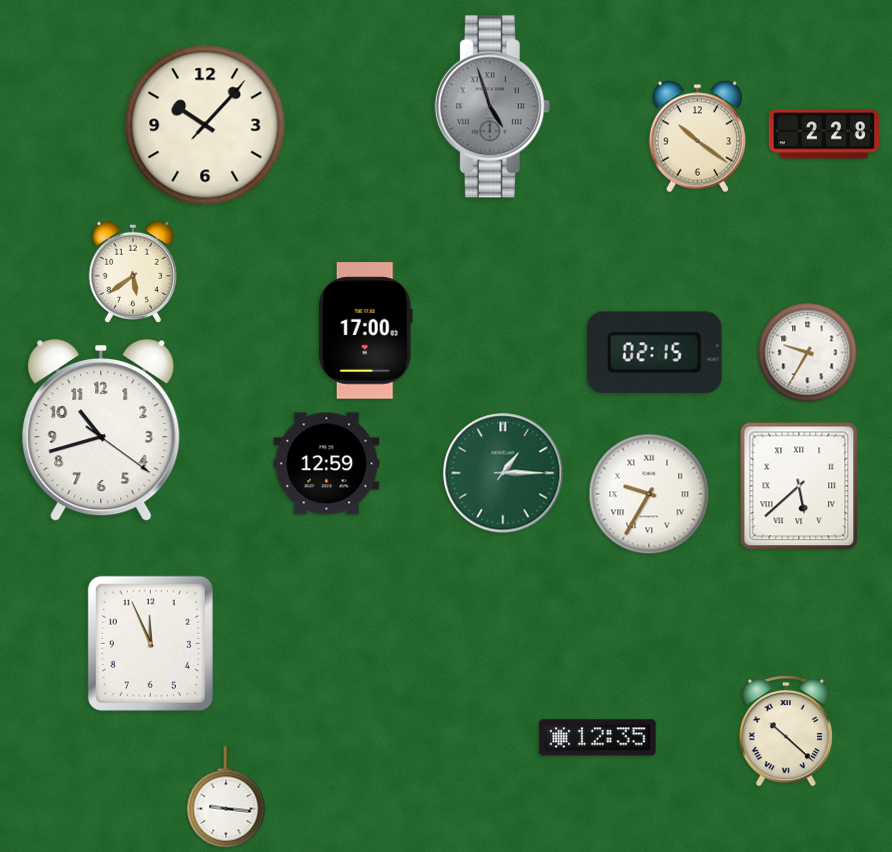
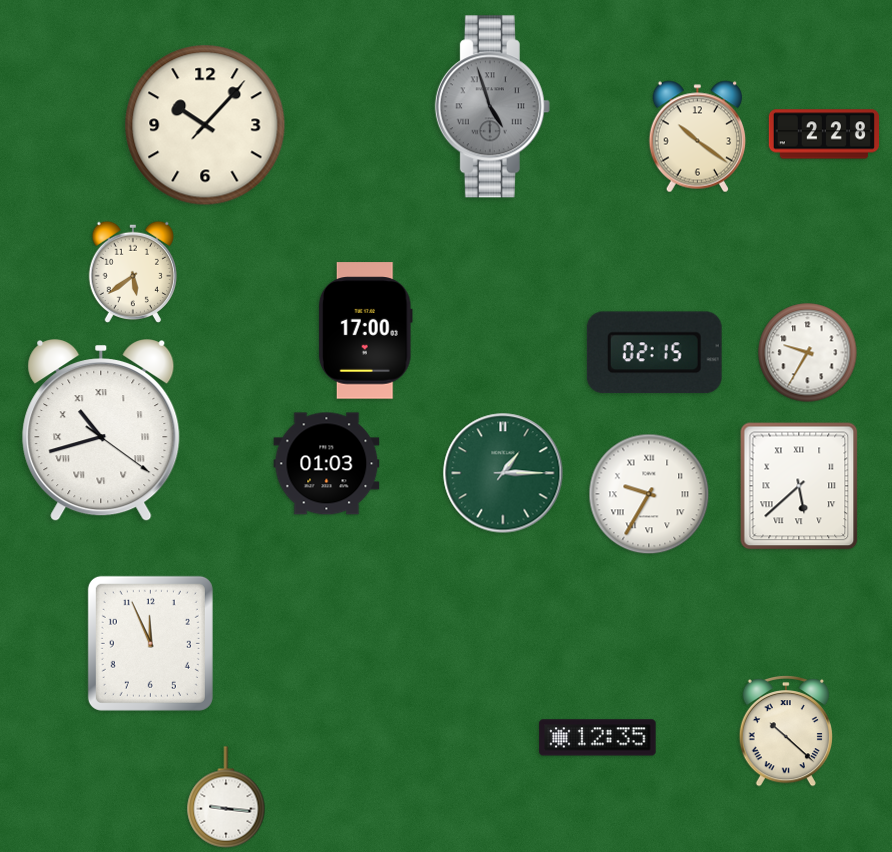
clock at (101, 431) numerals: Arabic -> Roman
clock at (327, 464): 12:59 -> 01:03
